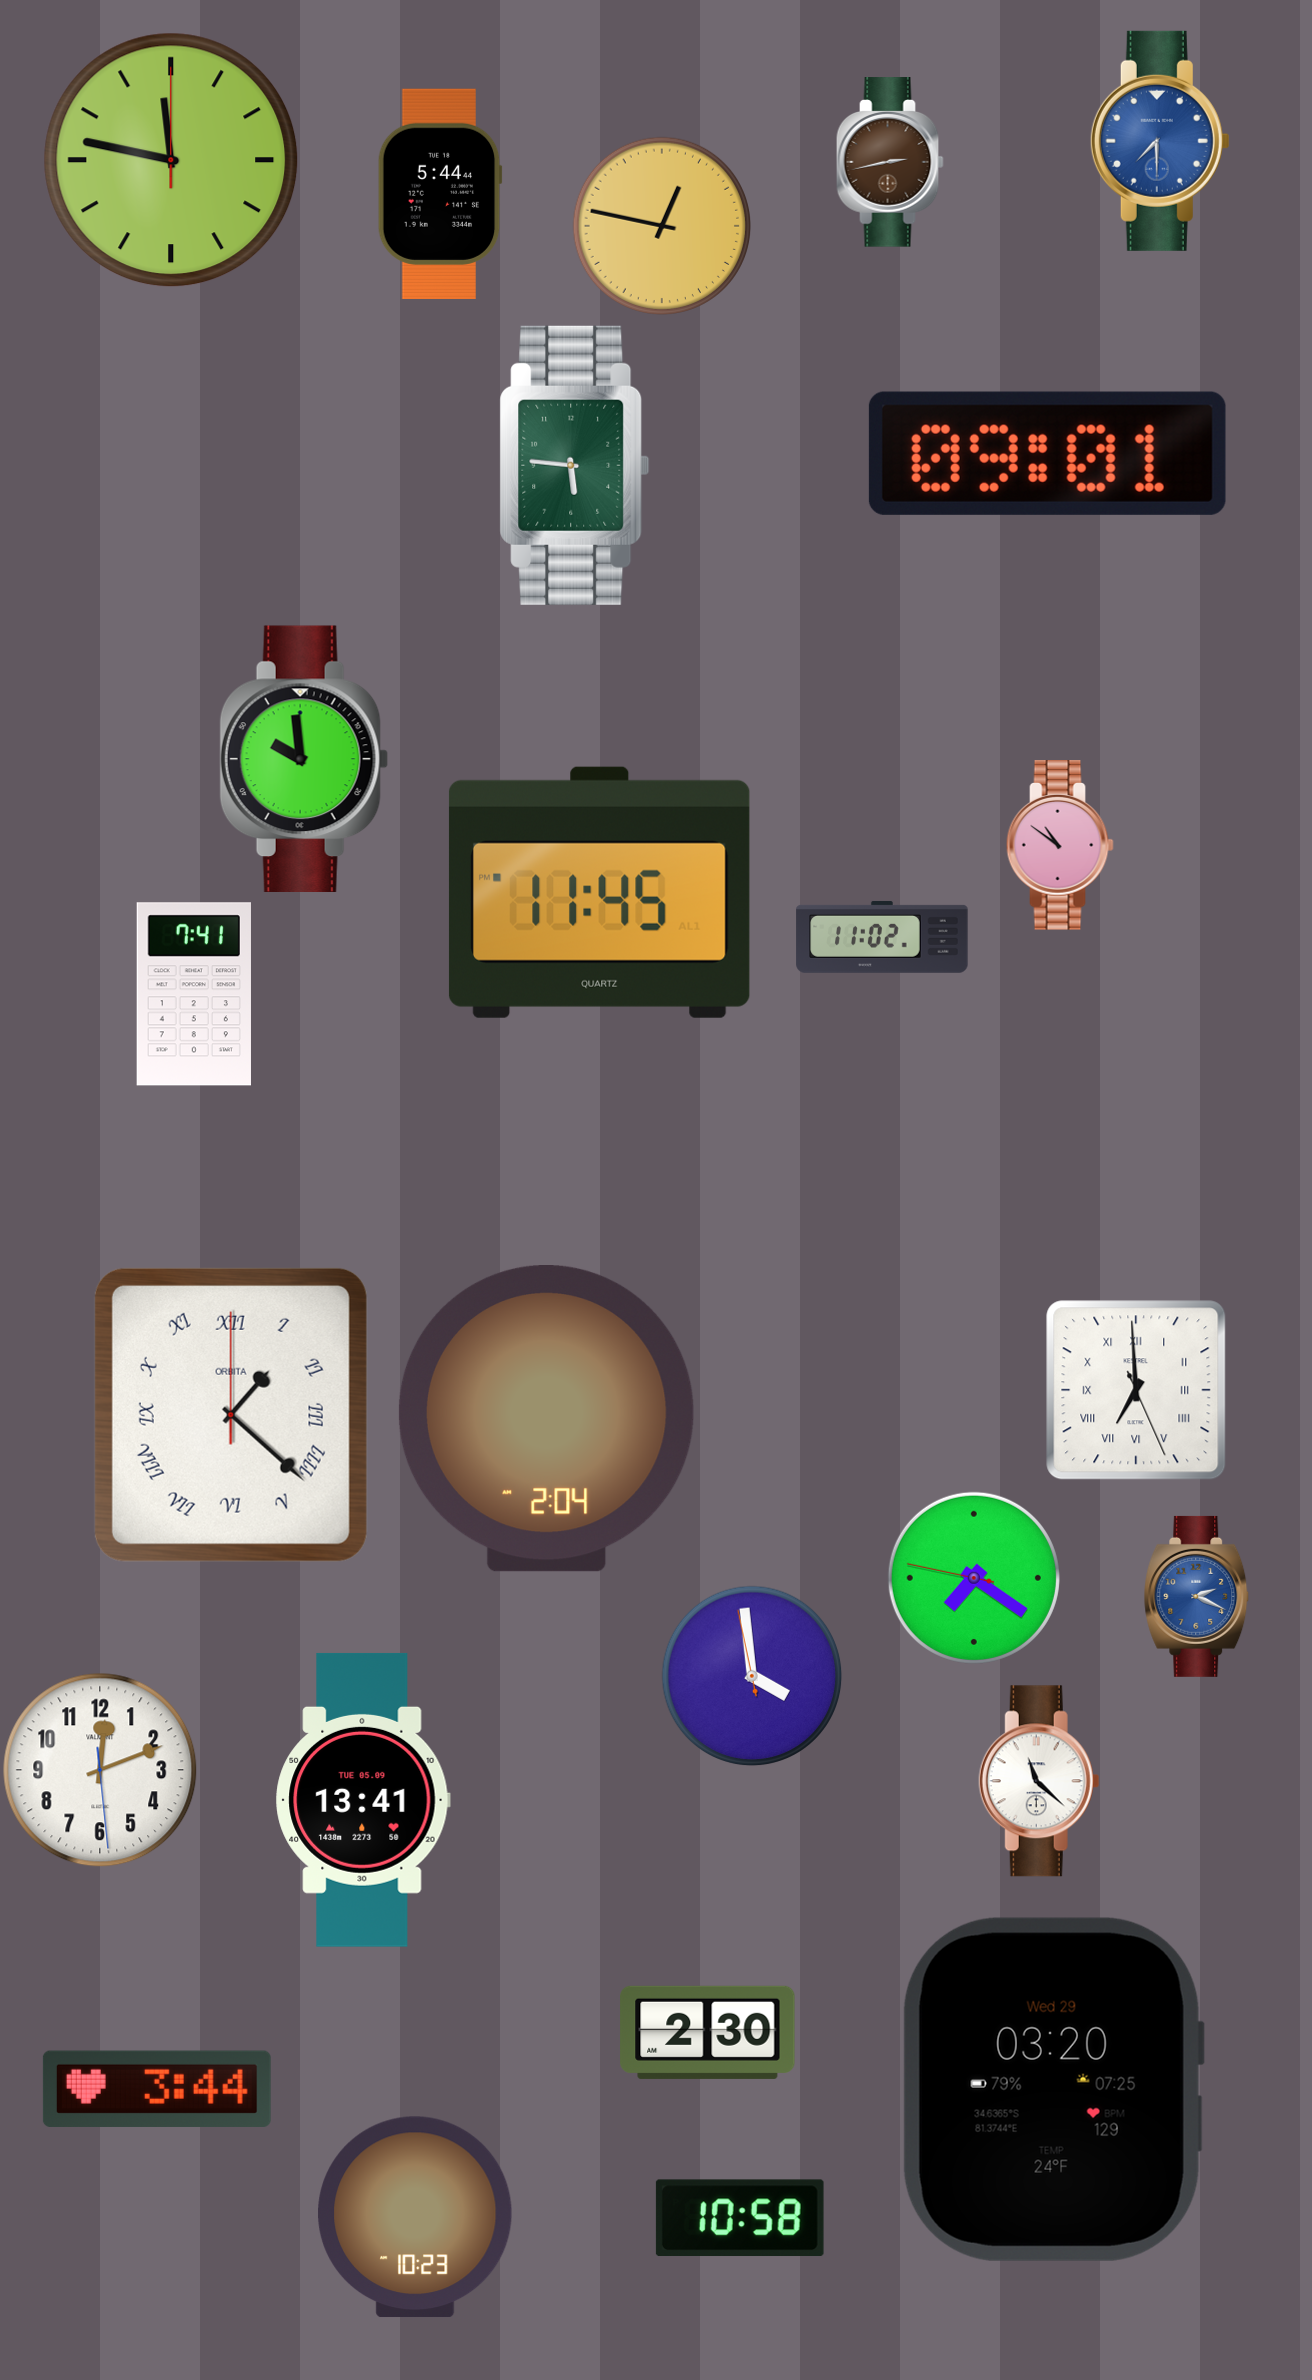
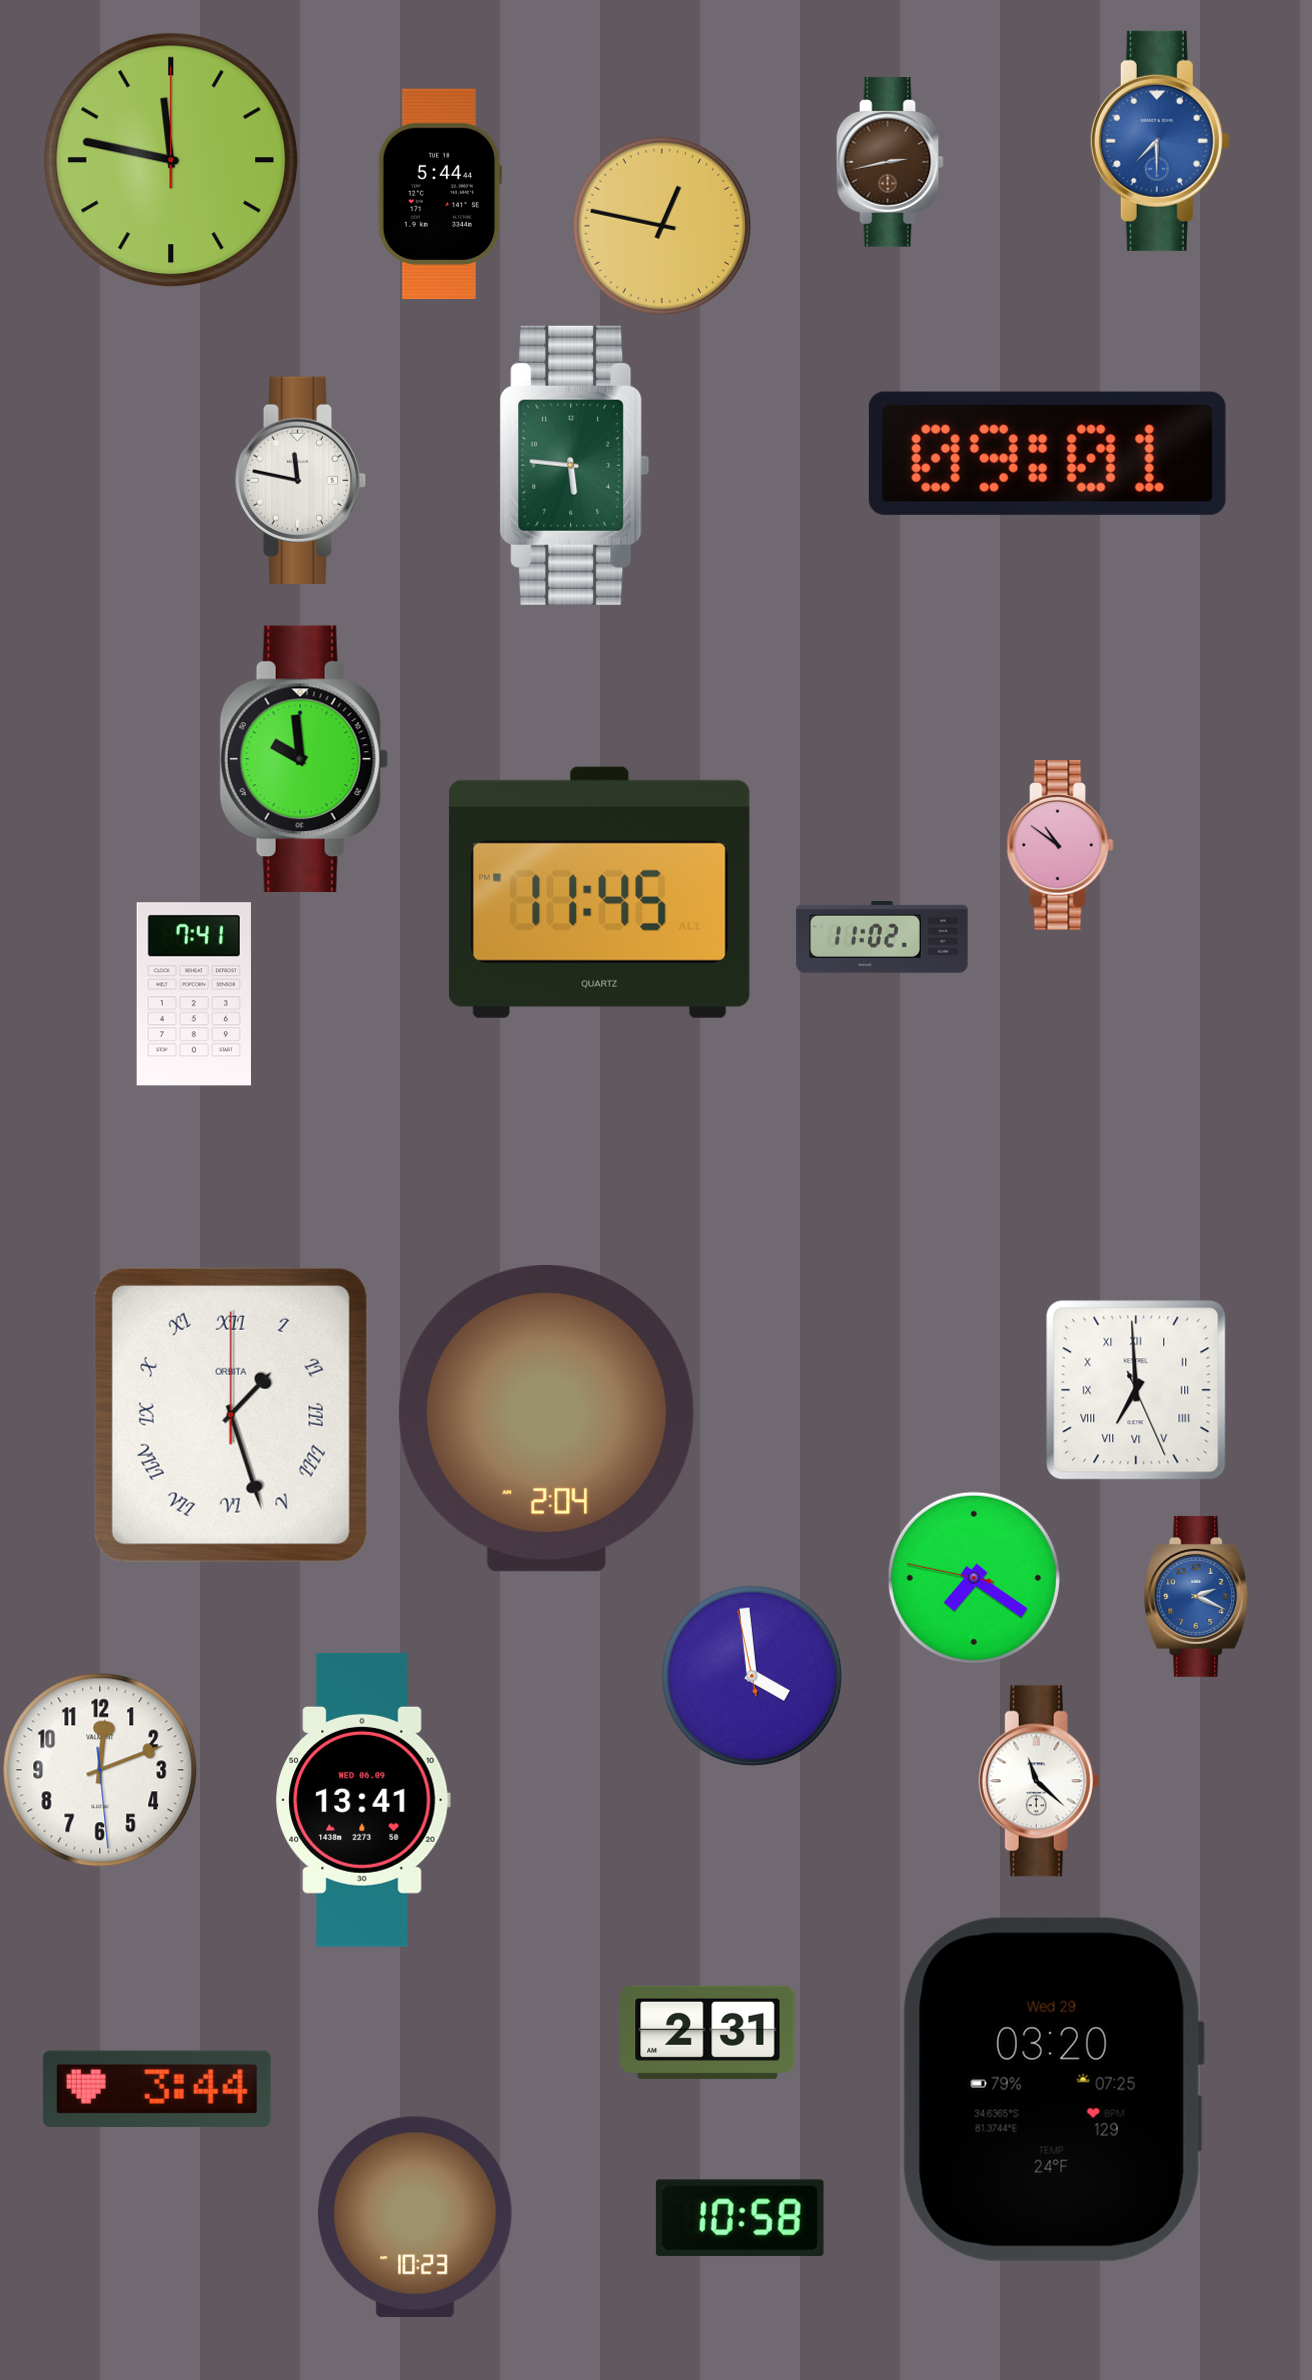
clock at (301, 480): none -> 11:47
clock at (231, 1415): 1:22 -> 1:27
clock at (363, 1800) date: TUE 05.09 -> WED 06.09
clock at (708, 2032): 2:30 -> 2:31
